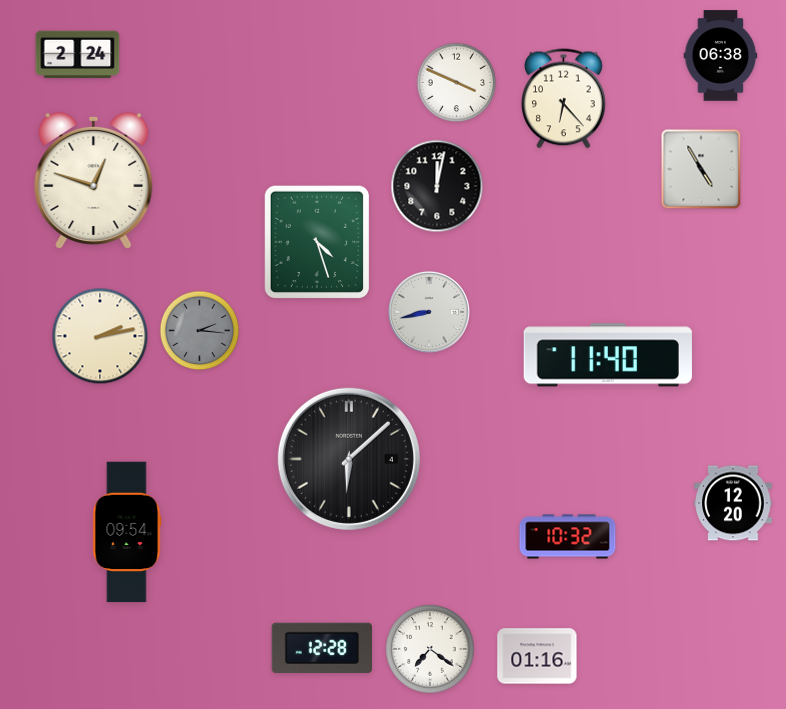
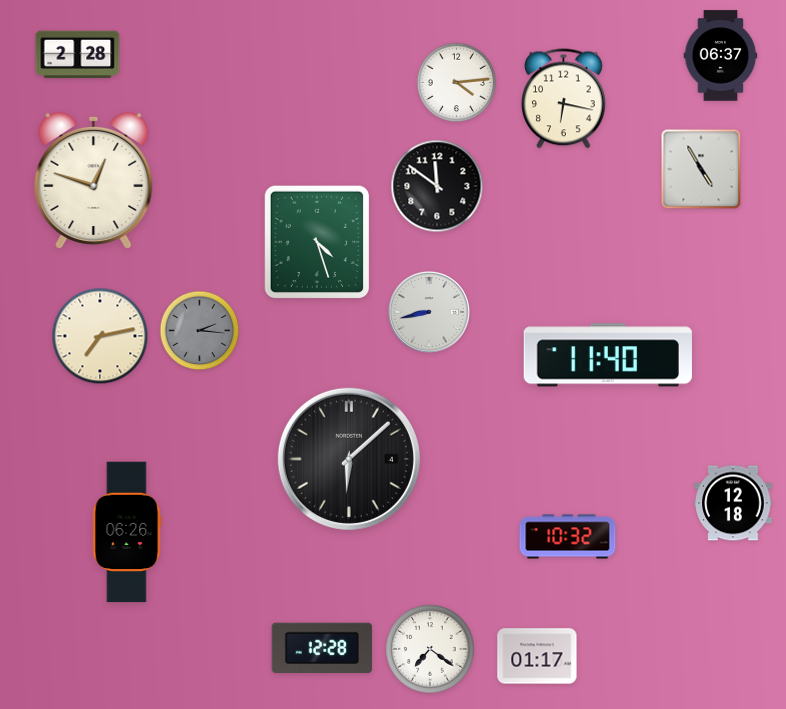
clock at (78, 55): 2:24 -> 2:28
clock at (721, 56): 06:38 -> 06:37
clock at (457, 83): 3:49 -> 4:14
clock at (564, 99): 6:23 -> 6:17
clock at (437, 186): 12:02 -> 11:51
clock at (100, 336): 2:13 -> 7:13
clock at (733, 503): 12:20 -> 12:18
clock at (127, 532): 09:54 -> 06:26
clock at (537, 656): 01:16 -> 01:17
